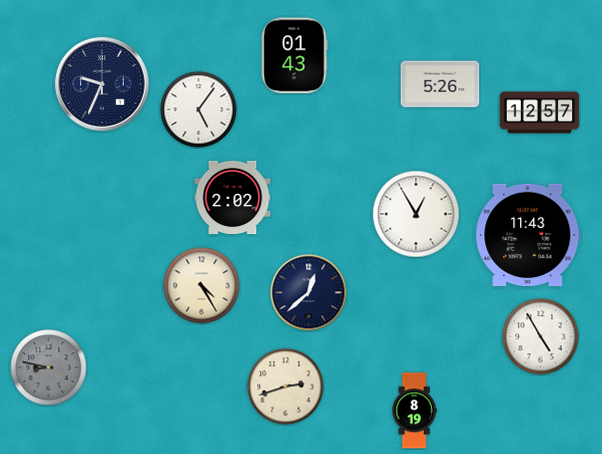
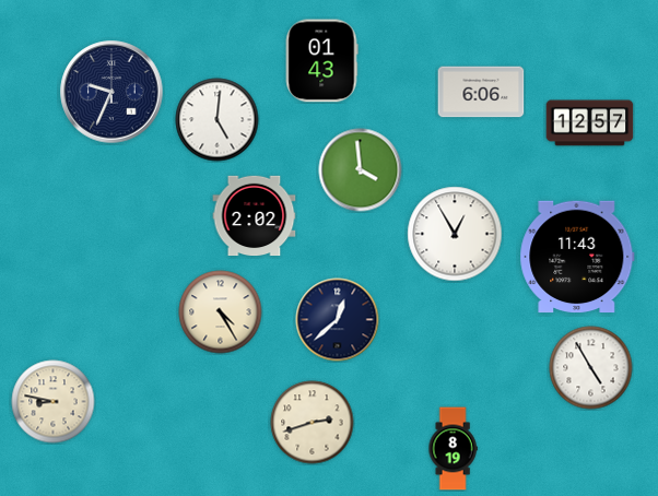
clock at (440, 84): 5:26 -> 6:06
clock at (199, 110): 5:06 -> 5:01
clock at (361, 170): none -> 3:59
clock at (49, 368) dial: grey -> cream
